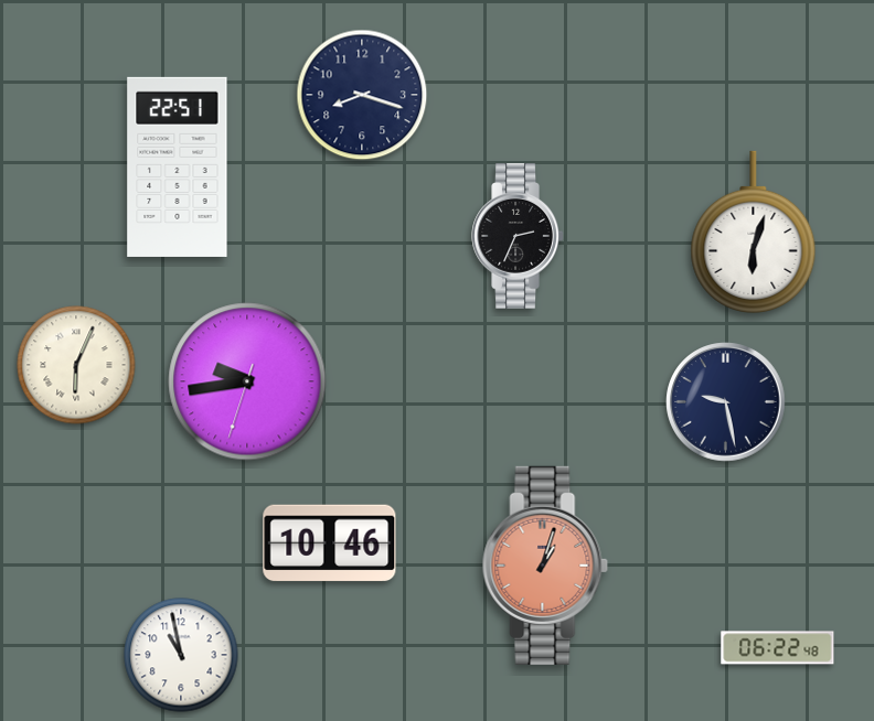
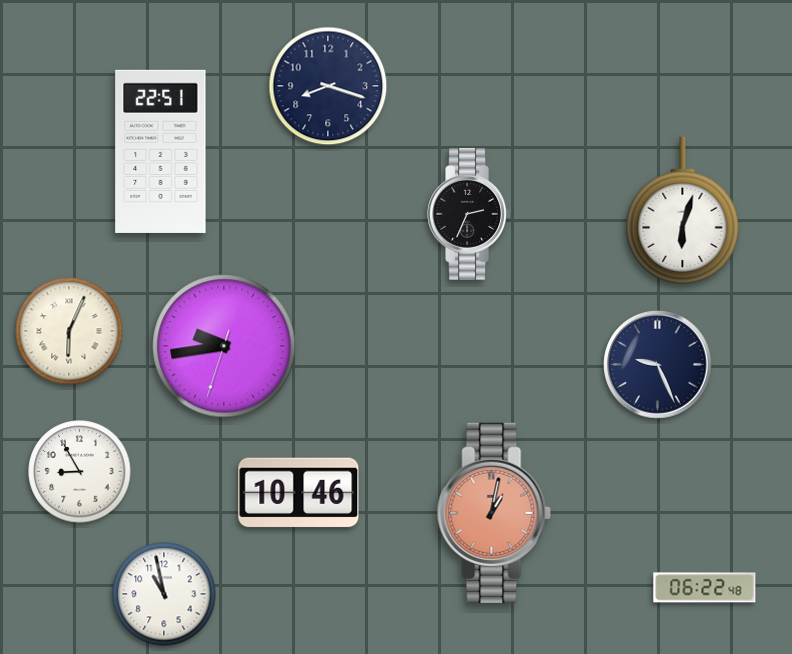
clock at (726, 402): 9:28 -> 9:26
clock at (80, 472): none -> 8:55
clock at (545, 566): 1:03 -> 1:02
